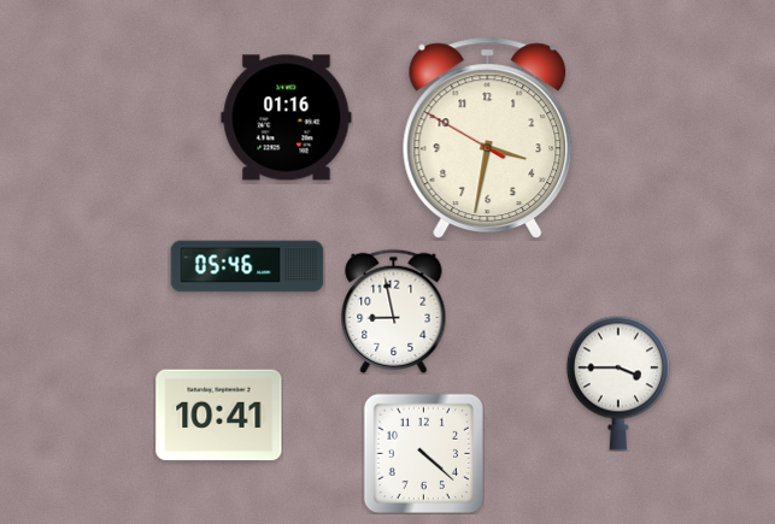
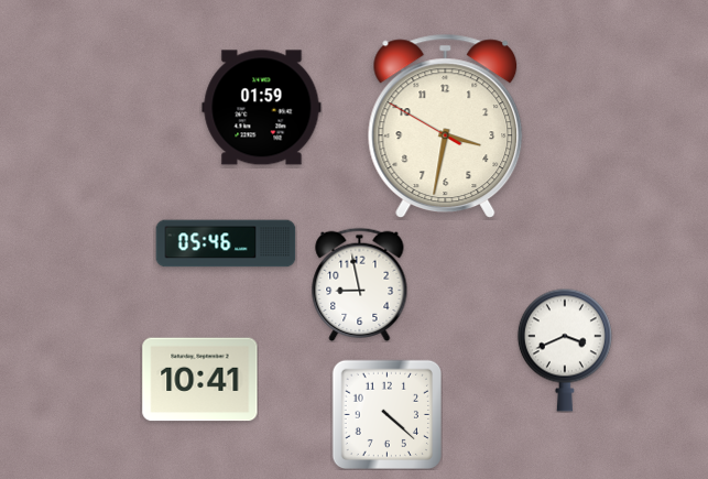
clock at (287, 118): 01:16 -> 01:59
clock at (618, 383): 3:45 -> 3:41
